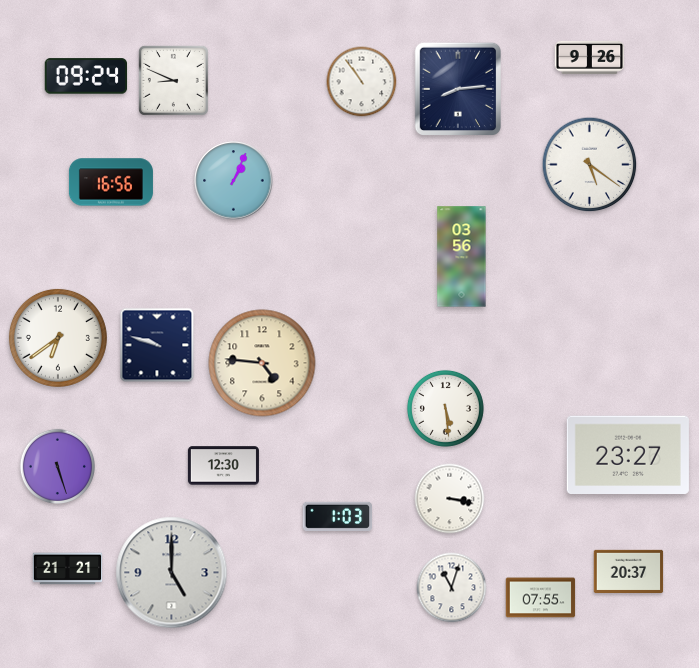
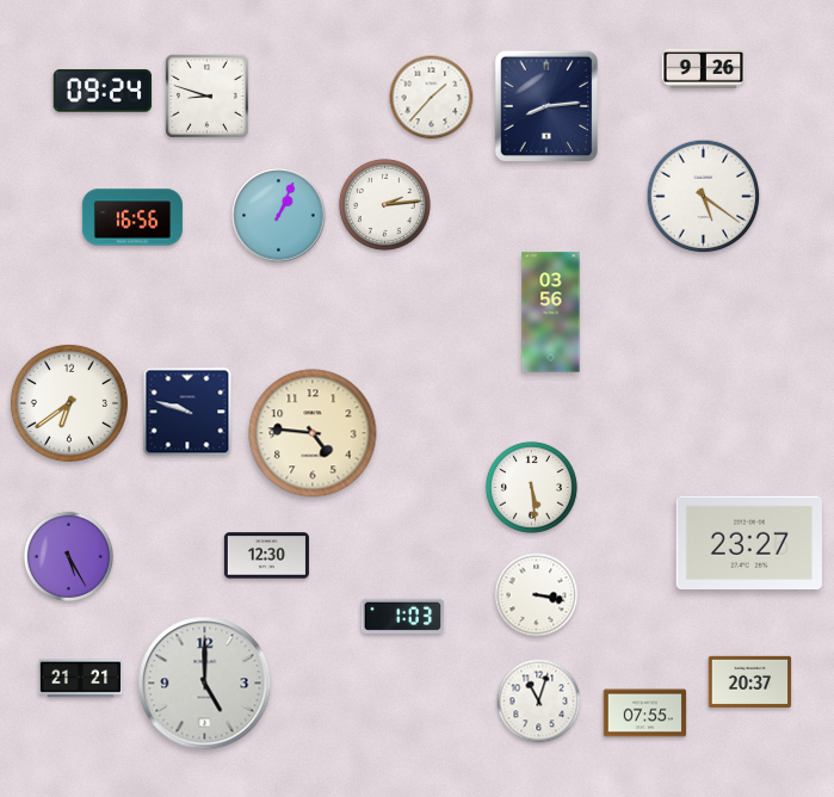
clock at (173, 80): 8:49 -> 8:48
clock at (362, 82): 10:54 -> 1:37
clock at (384, 204): none -> 2:14
clock at (462, 257) position: (462, 257) -> (551, 313)
clock at (57, 466): 5:27 -> 5:25
